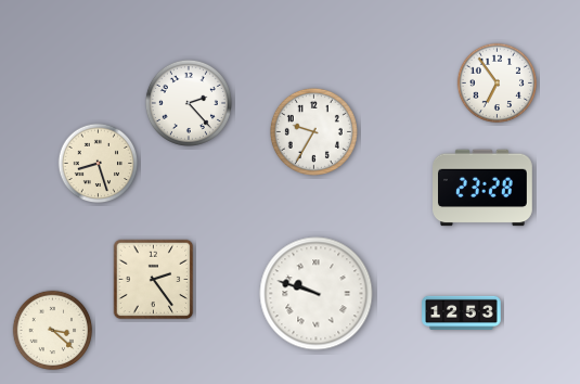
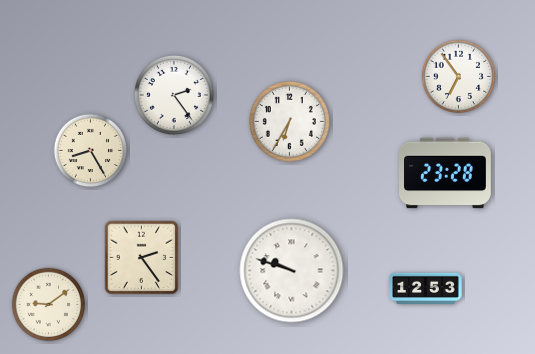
clock at (189, 103): 2:23 -> 2:24
clock at (313, 131): 9:35 -> 6:35
clock at (99, 164): 8:27 -> 8:25
clock at (53, 331): 3:22 -> 9:09
